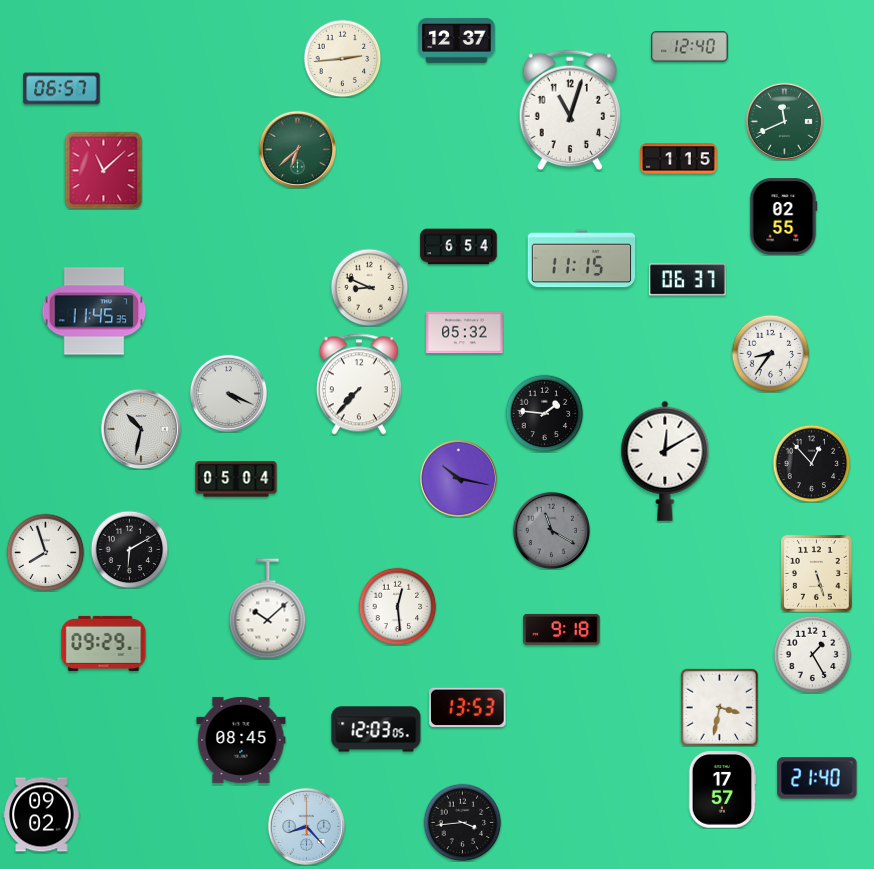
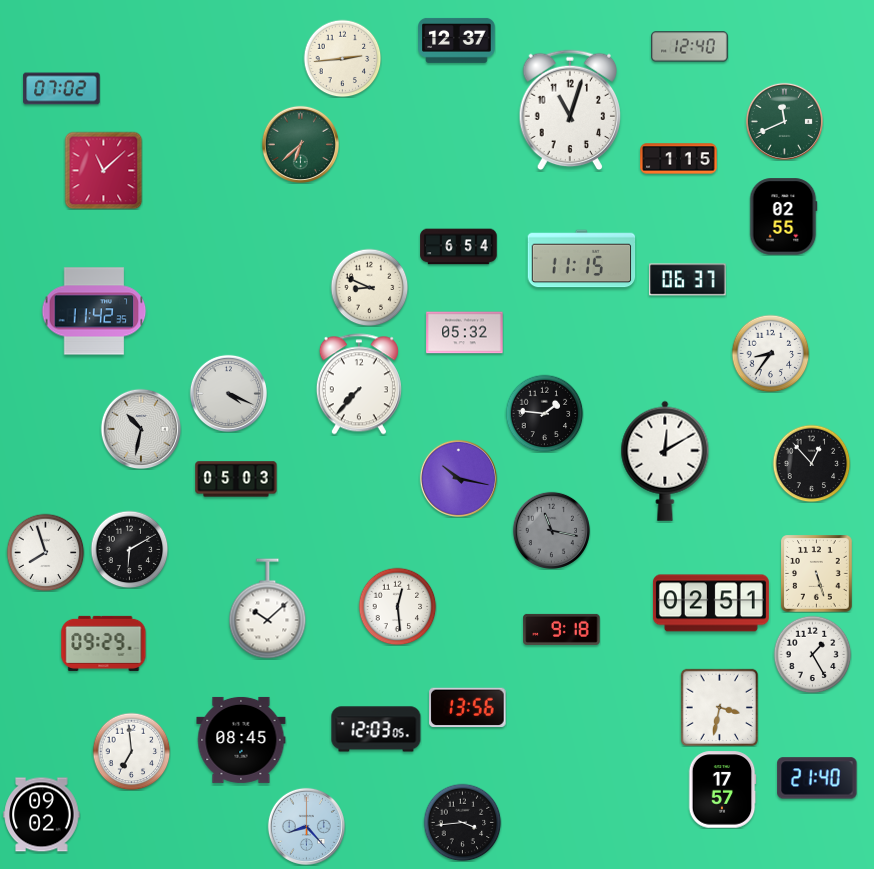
clock at (62, 89): 06:57 -> 07:02
clock at (297, 149) position: (297, 149) -> (300, 144)
clock at (94, 311): 11:45 -> 11:42
clock at (236, 479): 05:04 -> 05:03
clock at (551, 530): 11:20 -> 11:17
clock at (711, 603): none -> 02:51
clock at (468, 708): 13:53 -> 13:56
clock at (131, 751): none -> 6:59
